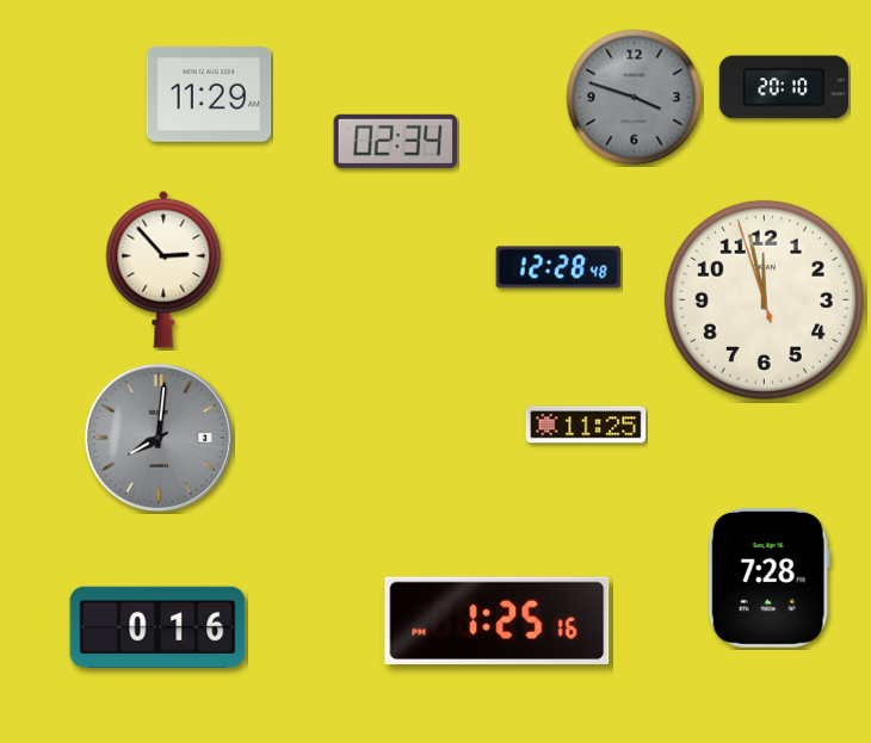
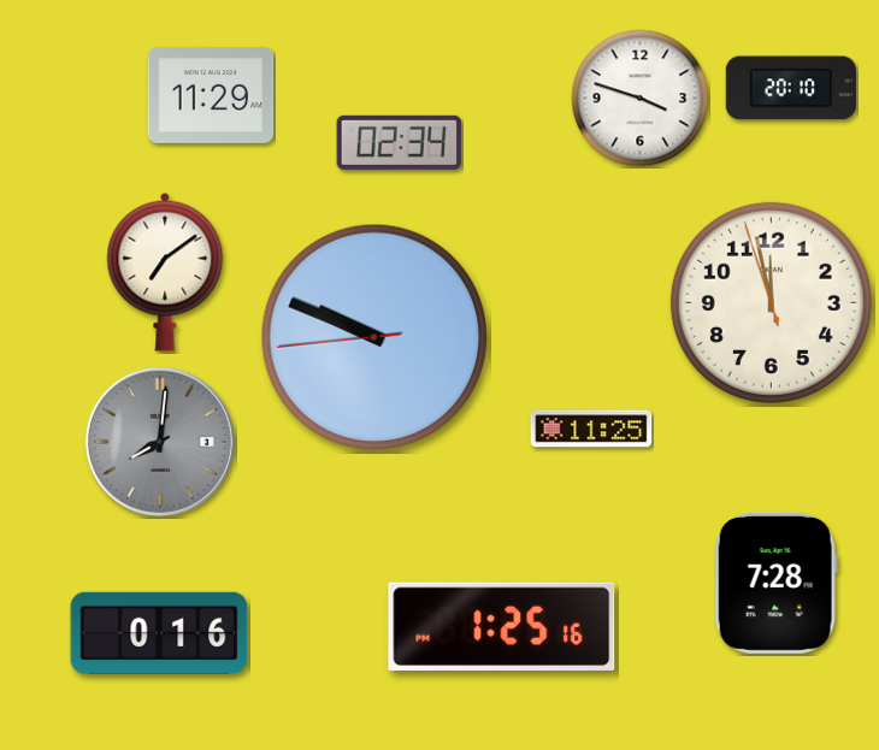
clock at (635, 98) dial: grey -> white
clock at (558, 267): 12:28 -> none
clock at (163, 270): 2:53 -> 7:09
clock at (373, 336): none -> 9:48
